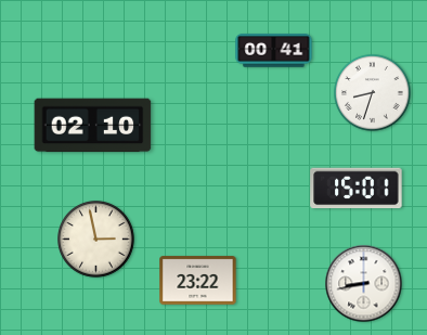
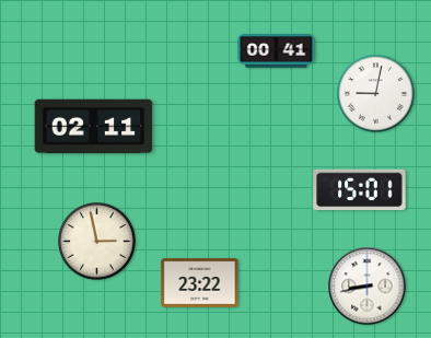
clock at (373, 93): 8:33 -> 9:02
clock at (93, 126): 02:10 -> 02:11
